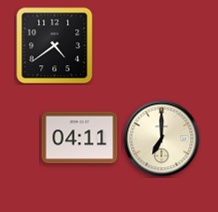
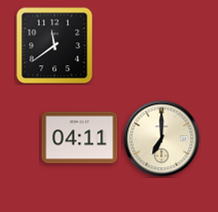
clock at (55, 46): 4:39 -> 11:39
